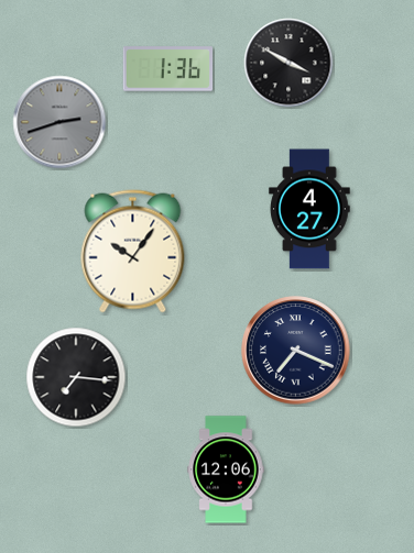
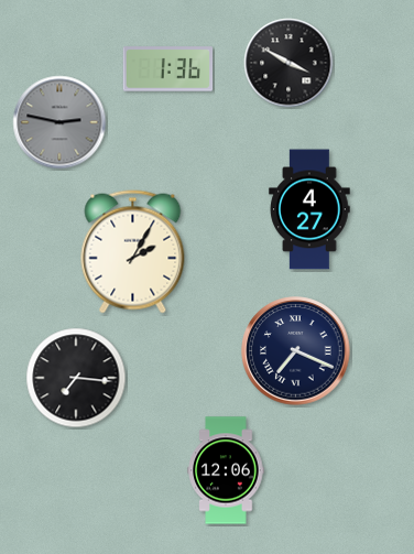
clock at (59, 122): 2:42 -> 2:47
clock at (133, 252): 10:06 -> 2:05
